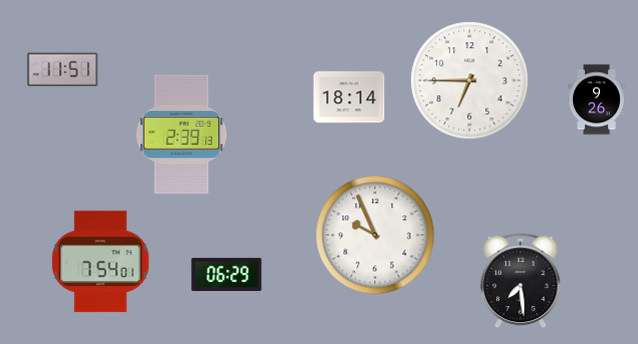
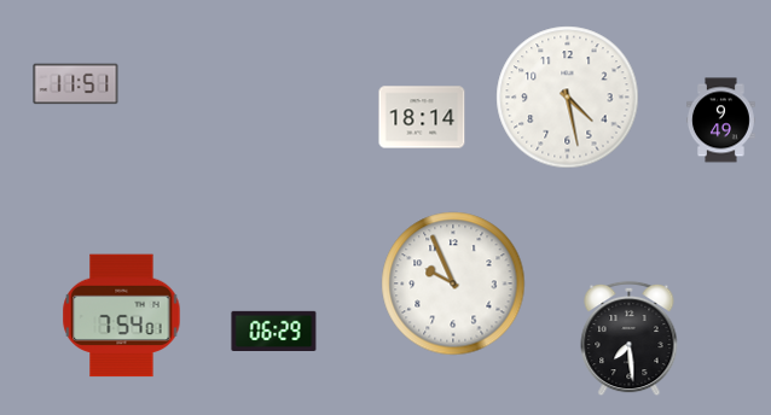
clock at (470, 81): 6:45 -> 4:28
clock at (597, 100): 9:26 -> 9:49
clock at (182, 134): 2:39 -> none
